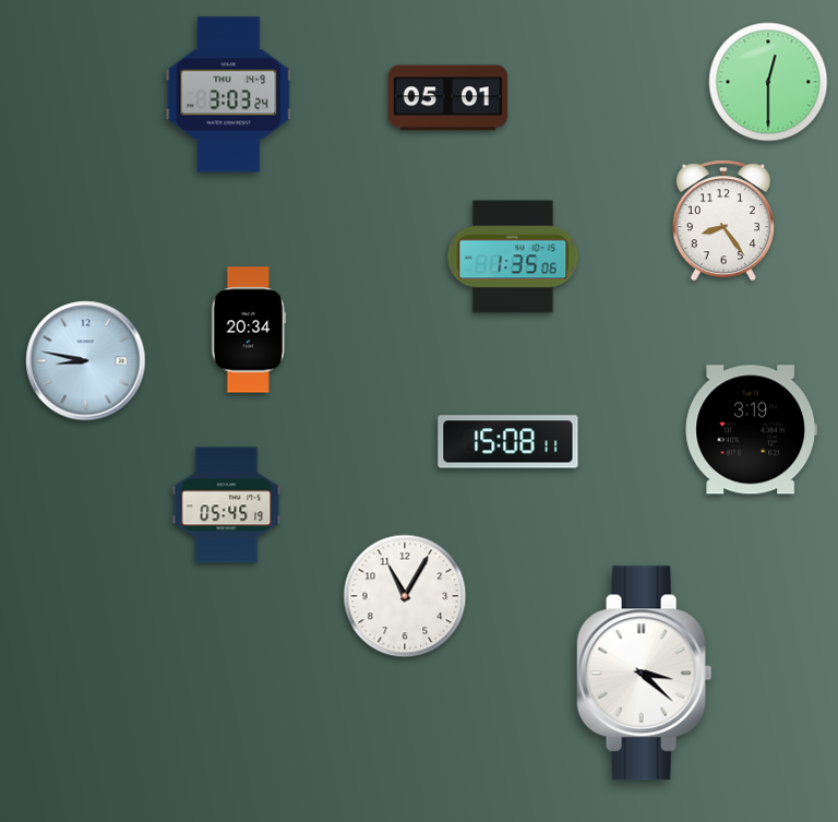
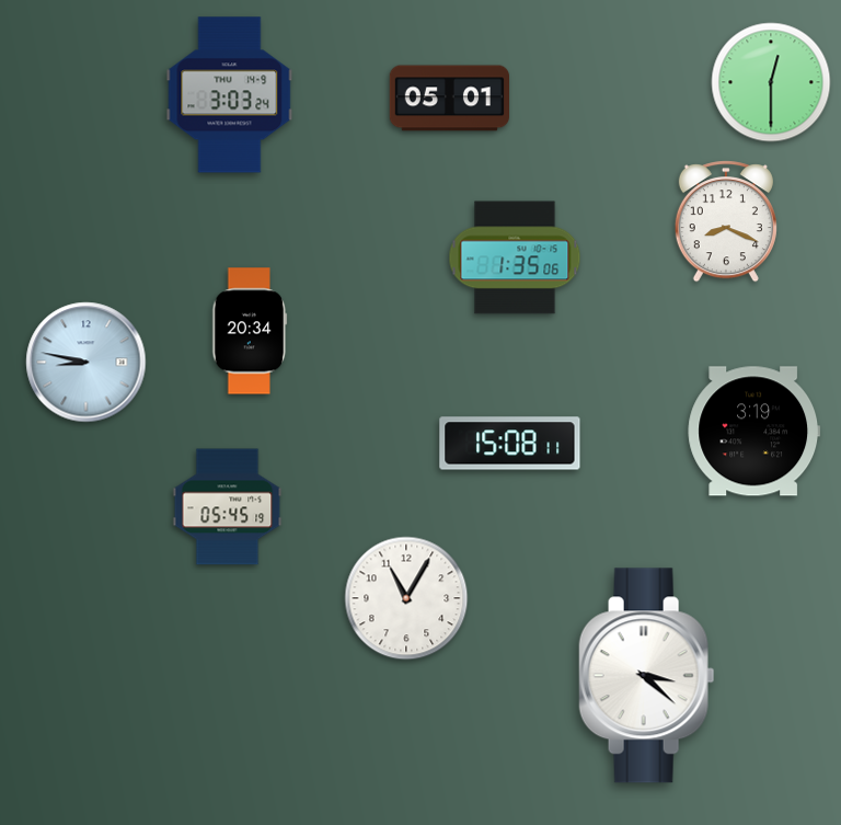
clock at (723, 221): 8:24 -> 8:19
